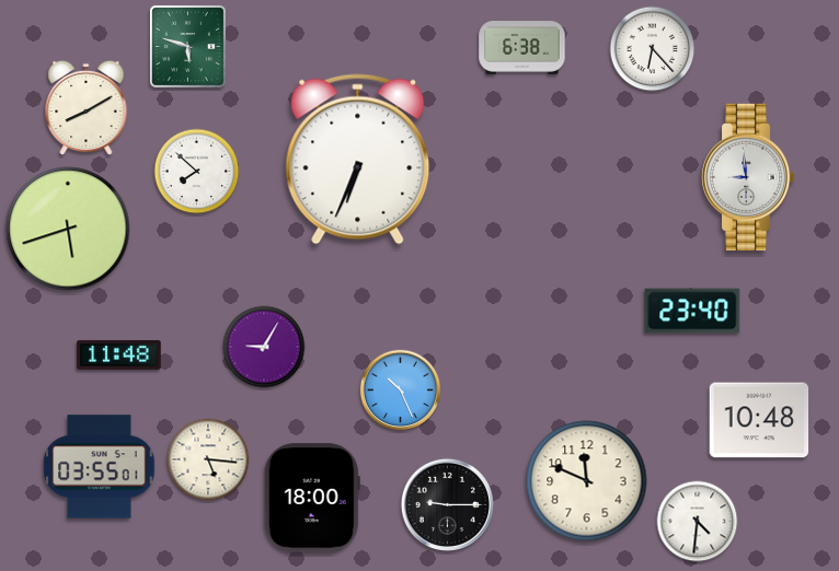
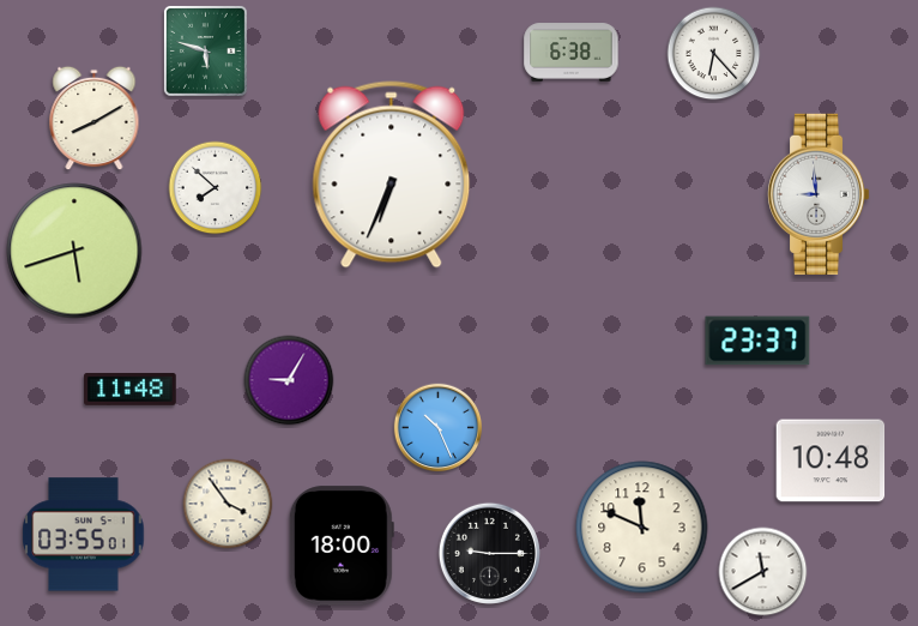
clock at (692, 311): 23:40 -> 23:37
clock at (208, 459): 5:16 -> 3:54
clock at (100, 467) position: (100, 467) -> (84, 535)
clock at (698, 522): 4:31 -> 11:40
